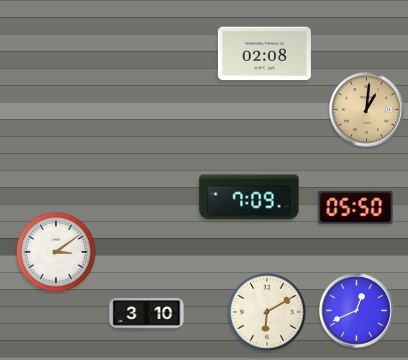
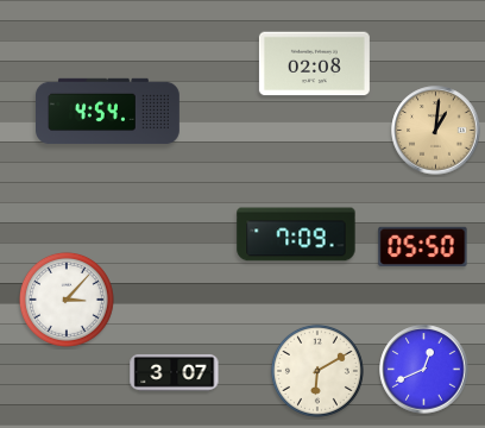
clock at (108, 112): none -> 4:54
clock at (56, 252): 3:09 -> 3:07
clock at (147, 314): 3:10 -> 3:07
